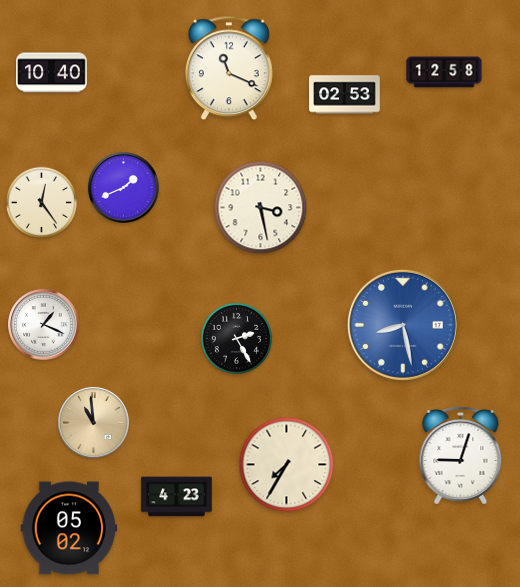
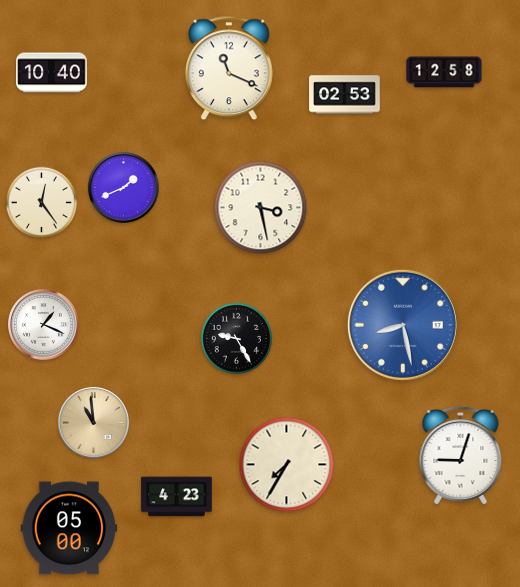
clock at (236, 338): 2:25 -> 9:25
clock at (69, 528): 05:02 -> 05:00
